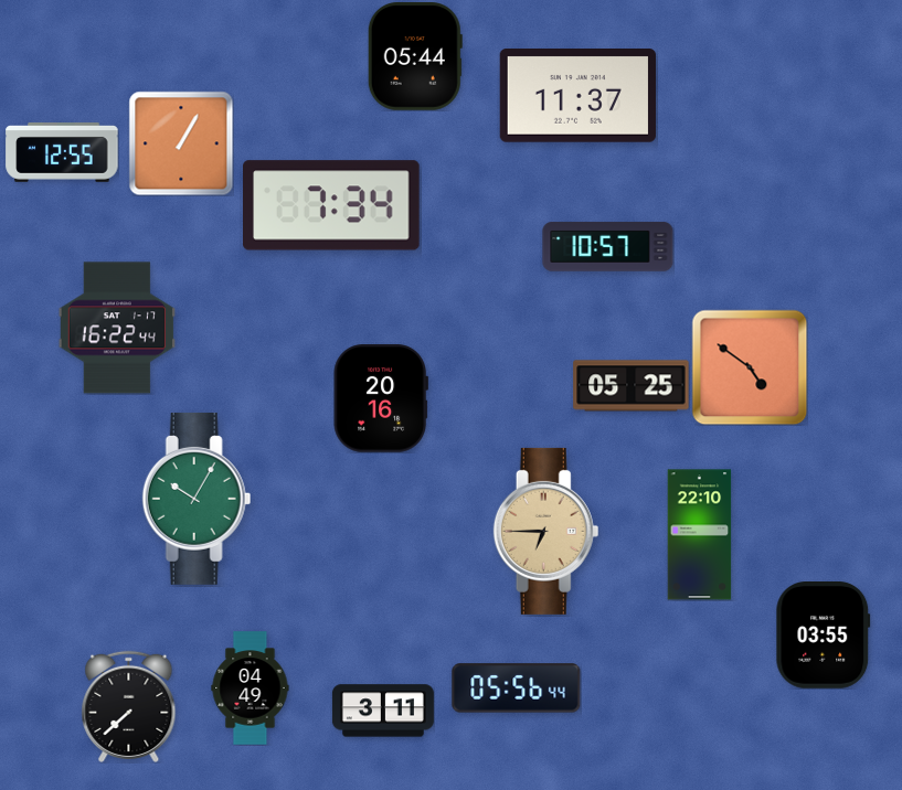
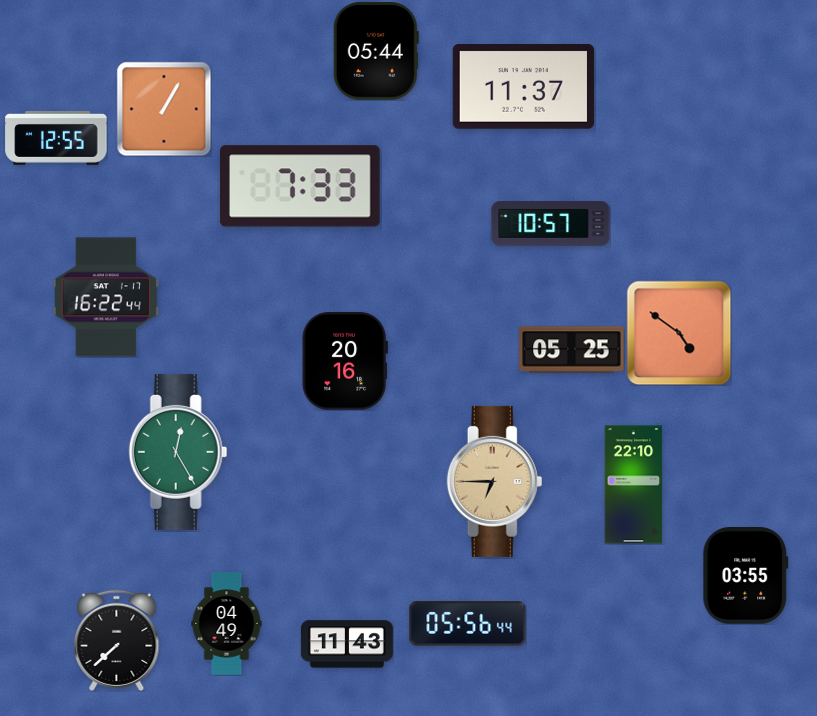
clock at (181, 143) position: (181, 143) -> (164, 109)
clock at (332, 205): 7:34 -> 7:33
clock at (197, 499): 10:05 -> 12:25
clock at (383, 711): 3:11 -> 11:43
